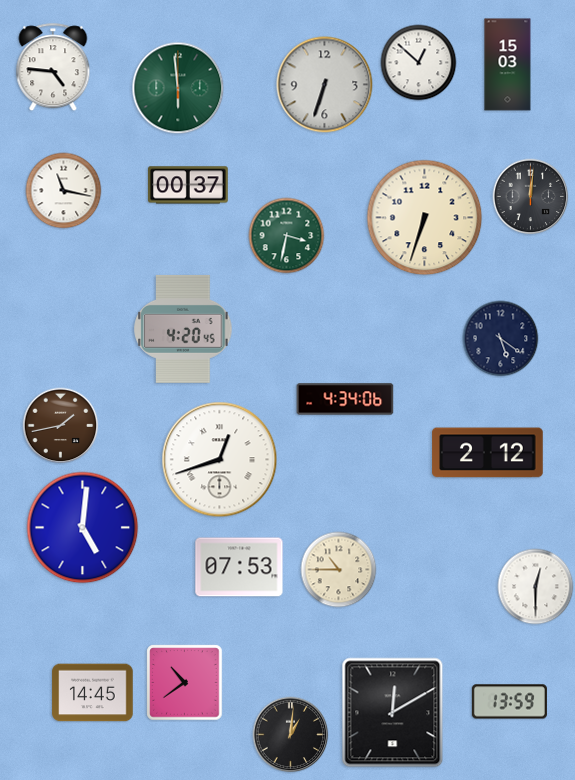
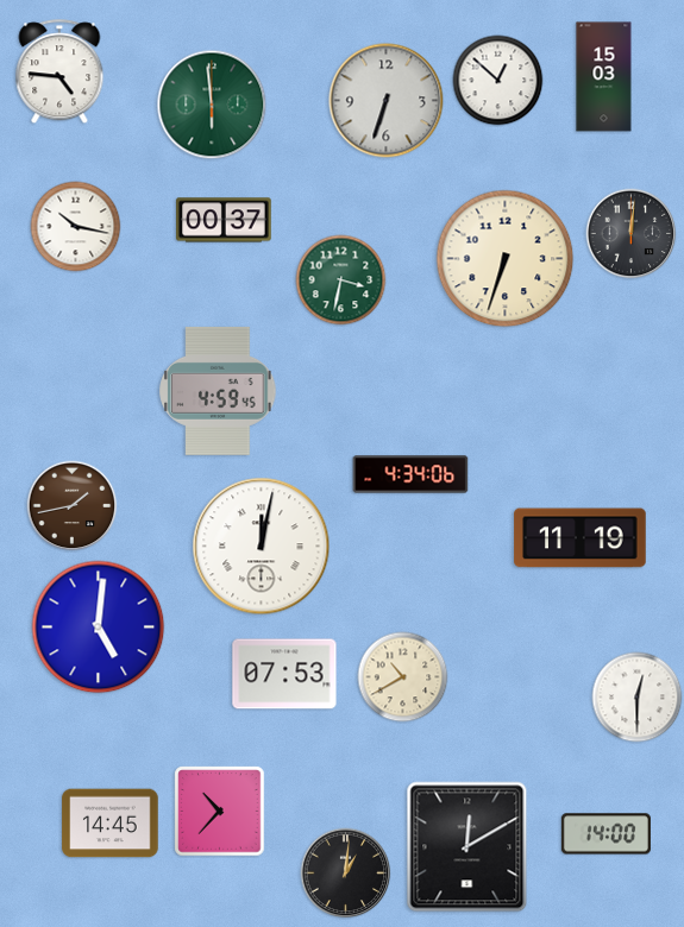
clock at (419, 63) position: (419, 63) -> (498, 81)
clock at (53, 68) position: (53, 68) -> (59, 72)
clock at (64, 191): 11:17 -> 10:17
clock at (183, 329): 4:20 -> 4:59
clock at (501, 339): 5:21 -> none
clock at (488, 453): 2:12 -> 11:19
clock at (220, 460): 12:42 -> 12:02
clock at (339, 570): 10:45 -> 10:40
clock at (185, 683): 10:39 -> 10:37
clock at (509, 702): 13:59 -> 14:00
